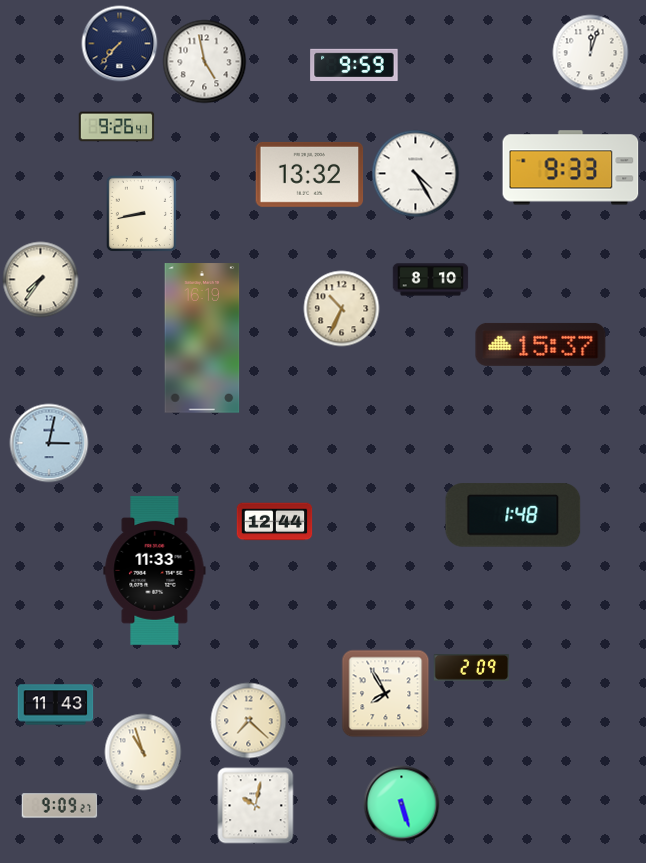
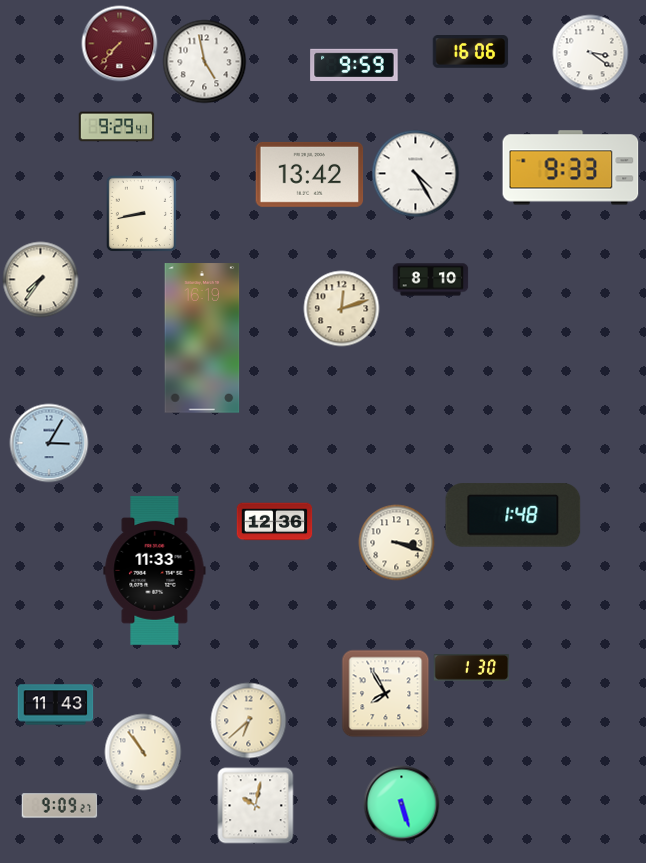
clock at (120, 44) dial: navy -> burgundy
clock at (471, 52): none -> 16:06
clock at (591, 53): 12:03 -> 3:21
clock at (117, 127): 9:26 -> 9:29
clock at (310, 174): 13:32 -> 13:42
clock at (342, 309): 10:34 -> 12:12
clock at (541, 344): 15:37 -> none
clock at (49, 443): 3:02 -> 3:05
clock at (275, 522): 12:44 -> 12:36
clock at (397, 543): none -> 3:18
clock at (472, 668): 2:09 -> 1:30
clock at (249, 721): 7:22 -> 6:38
clock at (143, 752): 10:57 -> 10:54
